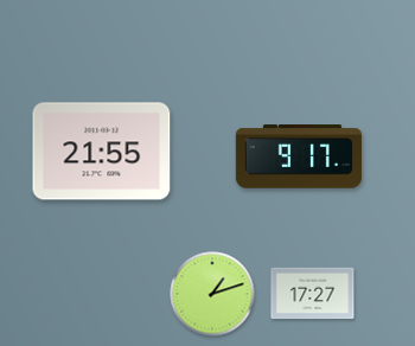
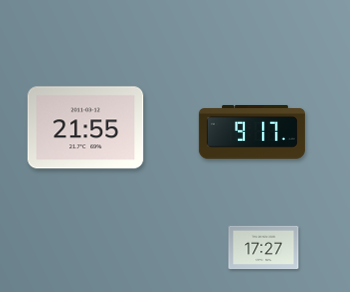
clock at (212, 294): 1:12 -> none
